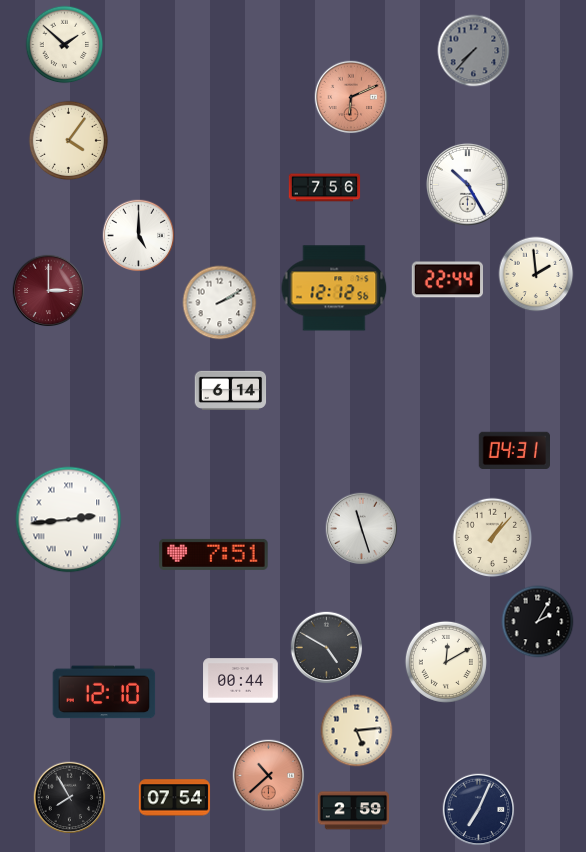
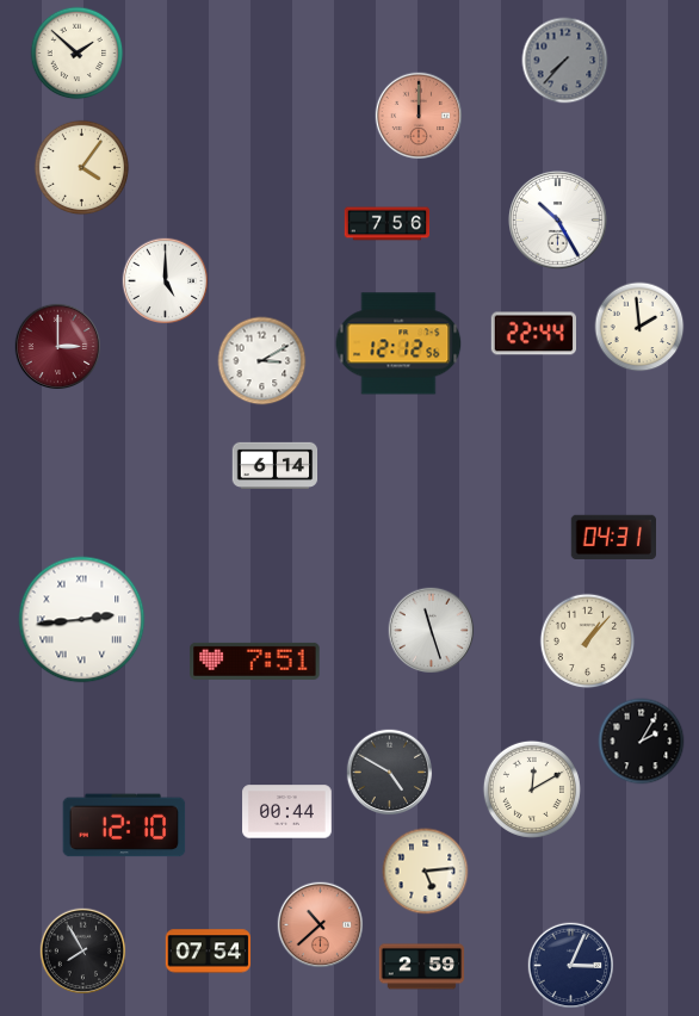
clock at (351, 97): 6:11 -> 12:00
clock at (220, 303): 2:10 -> 3:10
clock at (479, 810): 7:04 -> 3:04
